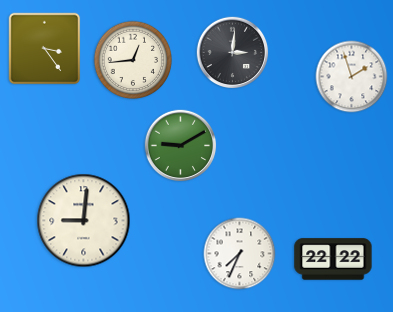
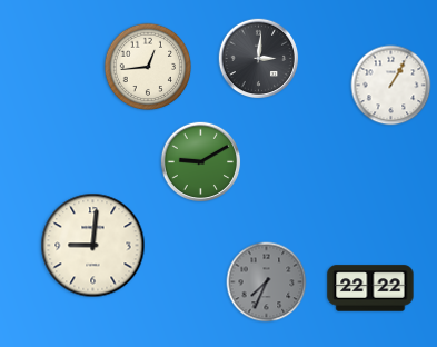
clock at (45, 49): 3:24 -> none
clock at (352, 77): 1:57 -> 1:05
clock at (240, 254) dial: white -> grey
